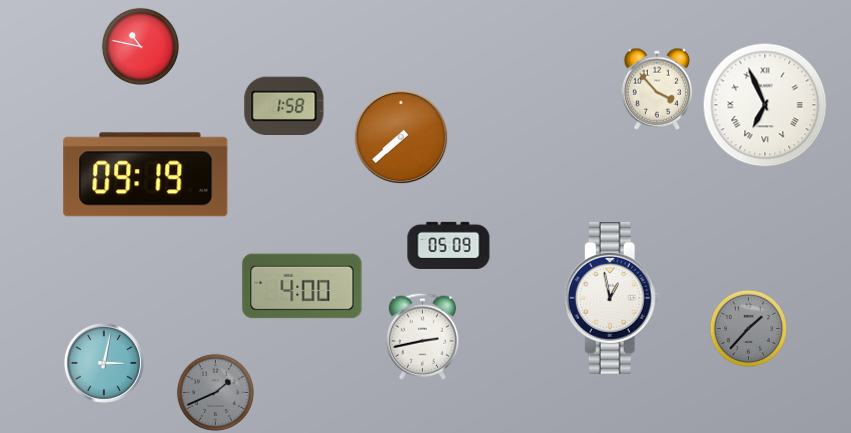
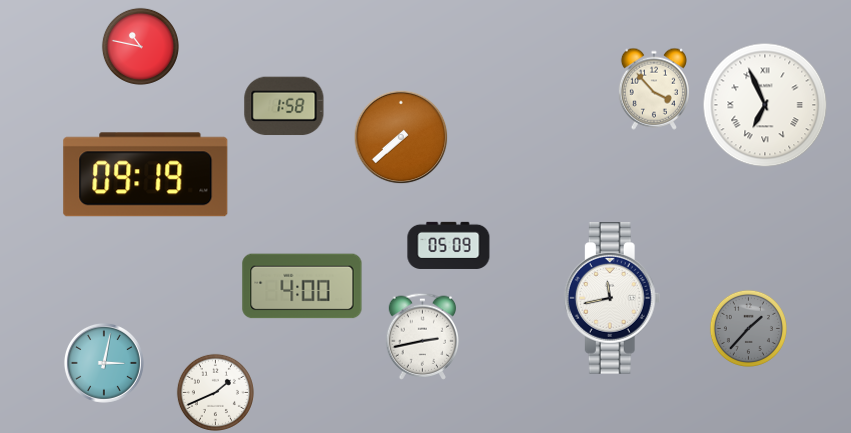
clock at (657, 89) position: (657, 89) -> (654, 89)
clock at (612, 299): 12:58 -> 11:43
clock at (215, 392) dial: grey -> white
